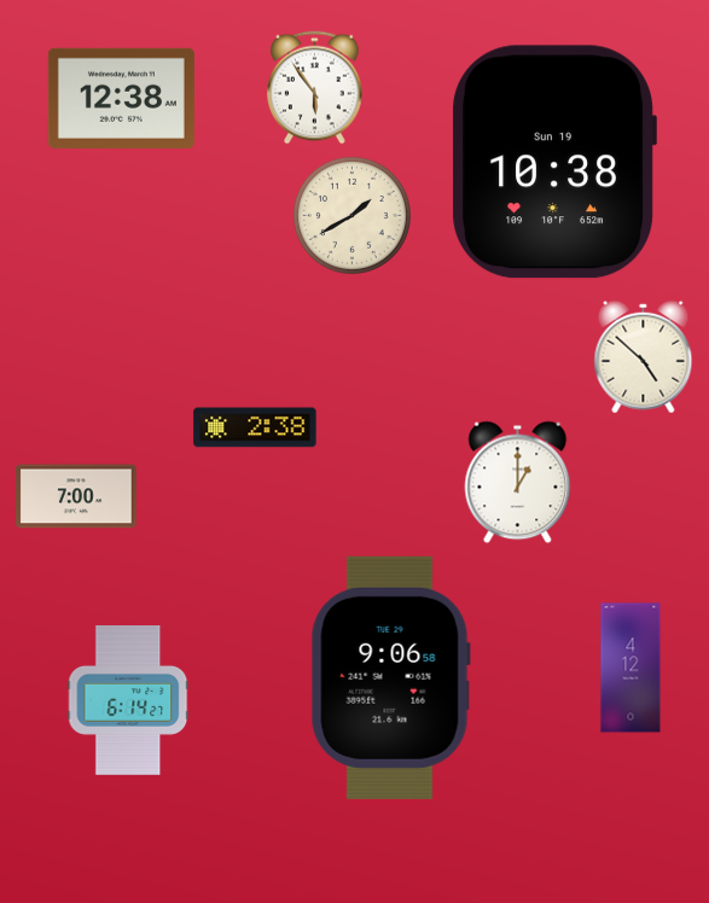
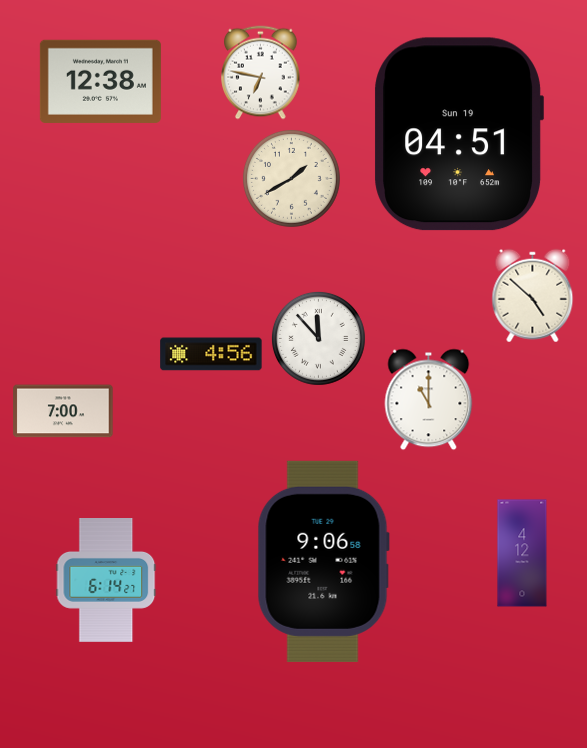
clock at (315, 88): 5:54 -> 6:47
clock at (554, 162): 10:38 -> 04:51
clock at (318, 338): none -> 11:53
clock at (255, 427): 2:38 -> 4:56
clock at (518, 483): 1:00 -> 11:00
